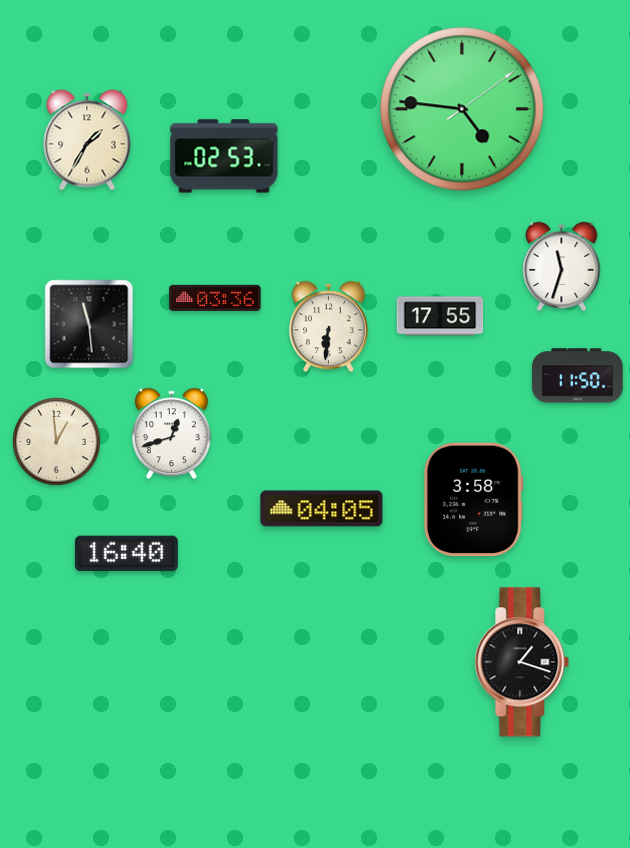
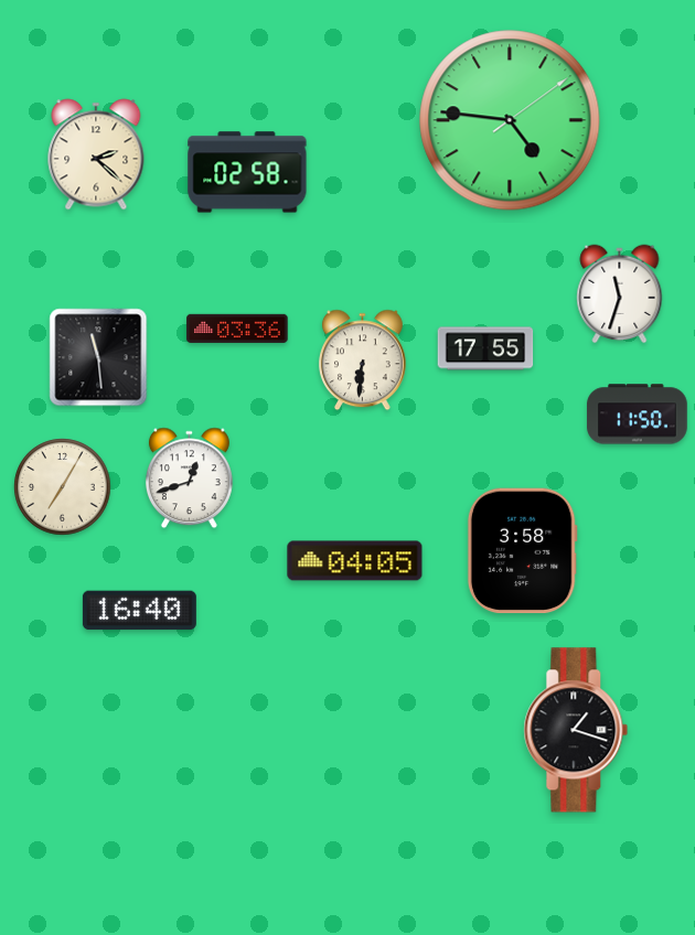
clock at (87, 140): 1:35 -> 2:22
clock at (224, 156): 02:53 -> 02:58
clock at (57, 442): 12:59 -> 7:05
